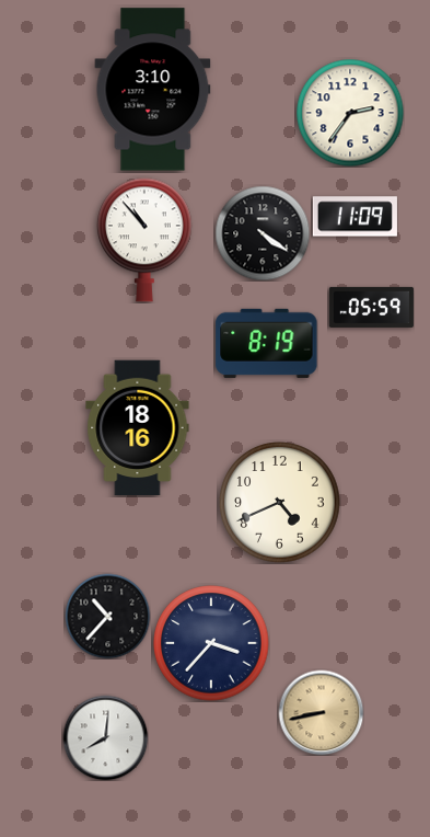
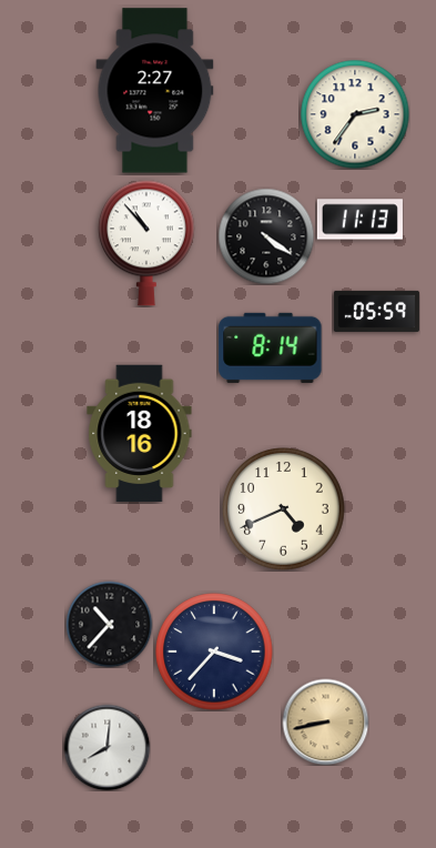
clock at (153, 90): 3:10 -> 2:27
clock at (355, 217): 11:09 -> 11:13
clock at (267, 343): 8:19 -> 8:14
